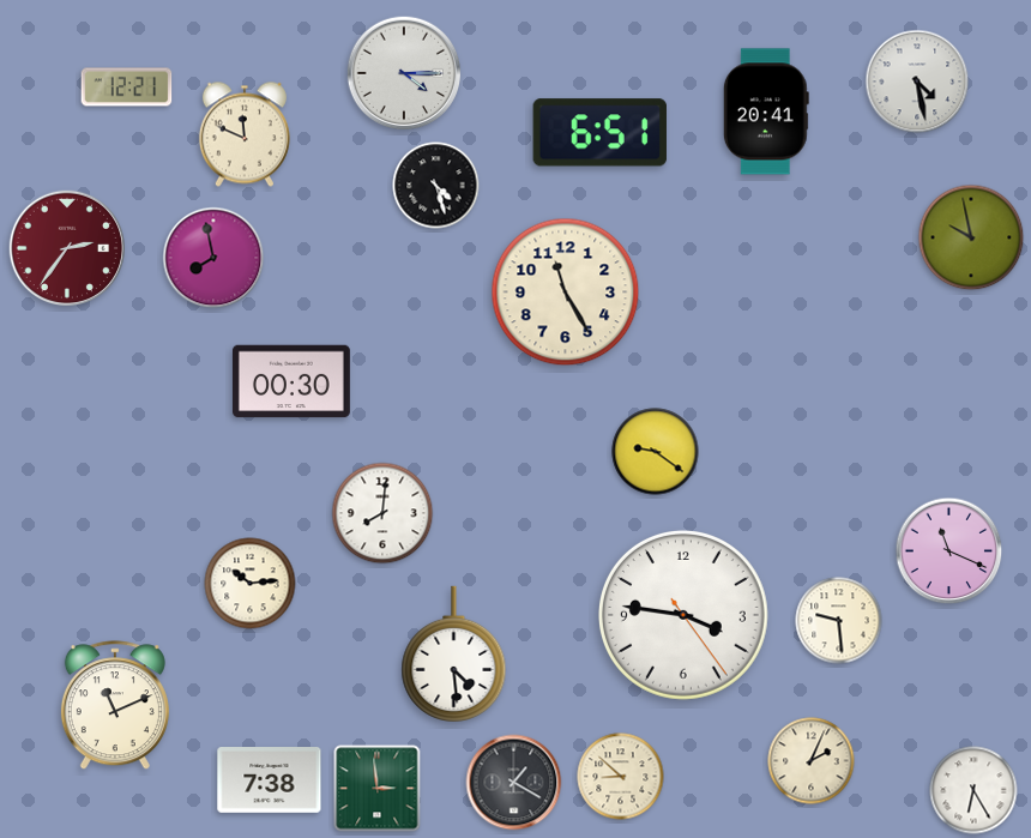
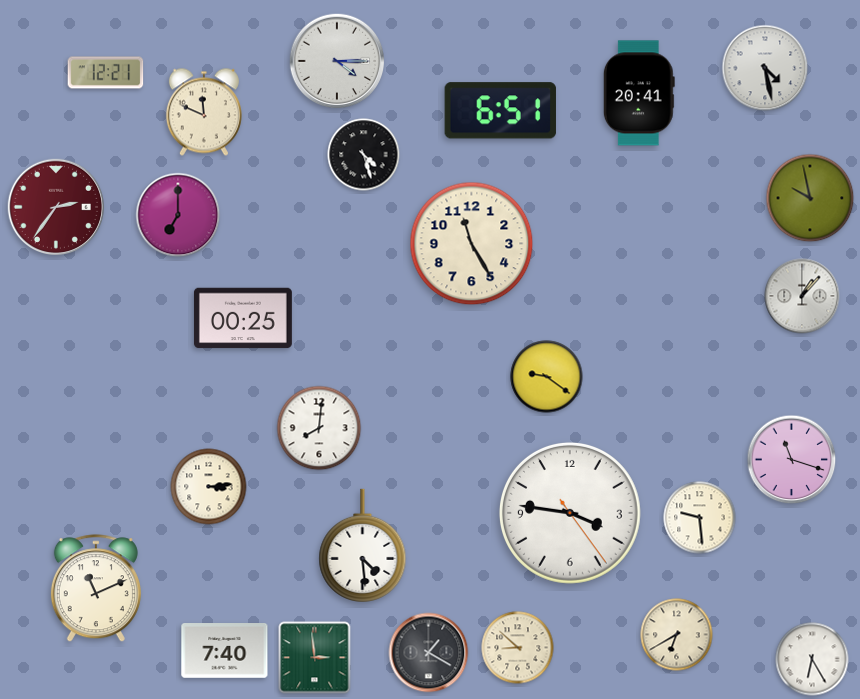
clock at (213, 258): 7:58 -> 7:00
clock at (802, 296): none -> 1:07
clock at (291, 381): 00:30 -> 00:25
clock at (949, 551): 11:19 -> 11:18
clock at (251, 584): 10:14 -> 3:14
clock at (454, 653) position: (454, 653) -> (363, 545)
clock at (812, 761): 2:04 -> 6:40
clock at (270, 780): 7:38 -> 7:40
